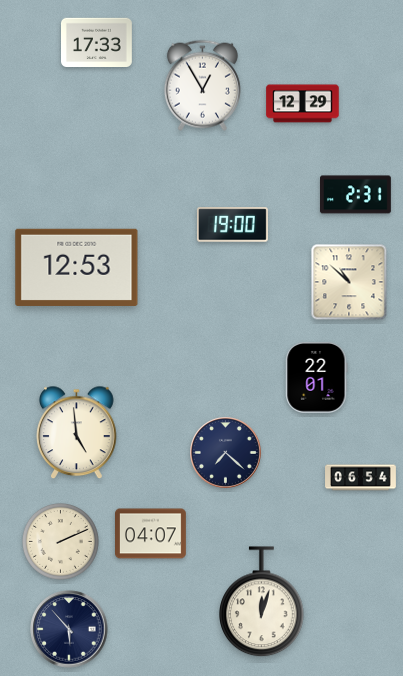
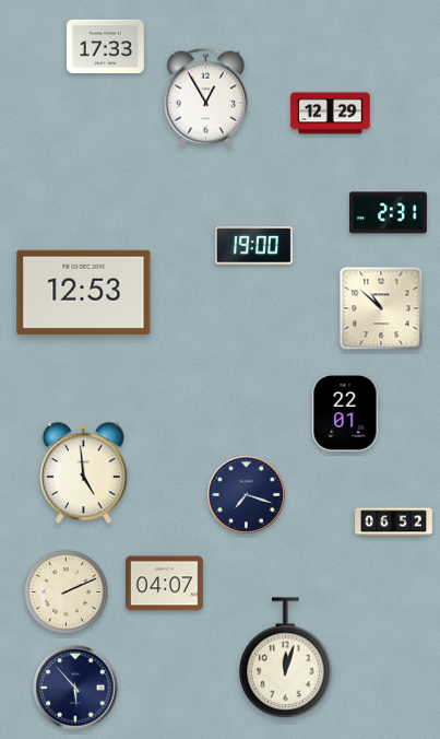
clock at (202, 85) position: (202, 85) -> (205, 97)
clock at (226, 453): 7:22 -> 7:18
clock at (361, 478): 06:54 -> 06:52
